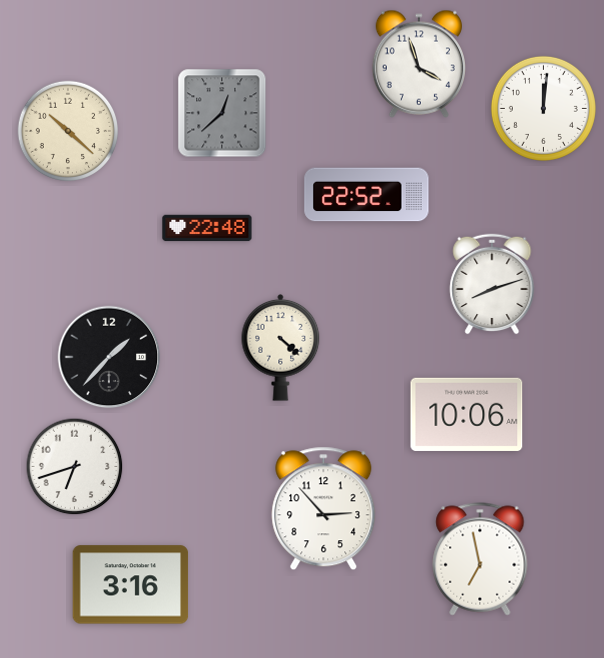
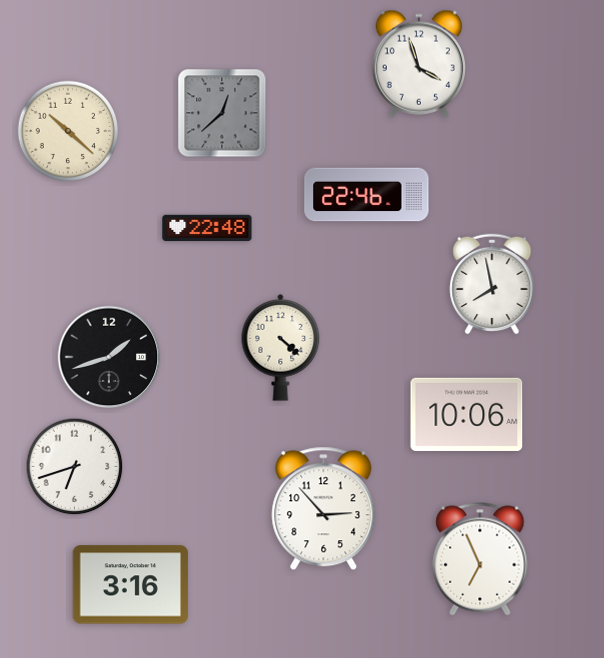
clock at (543, 108): 12:01 -> none
clock at (367, 195): 22:52 -> 22:46
clock at (492, 284): 8:12 -> 7:58
clock at (109, 357): 1:37 -> 1:42
clock at (480, 559): 6:58 -> 6:56
